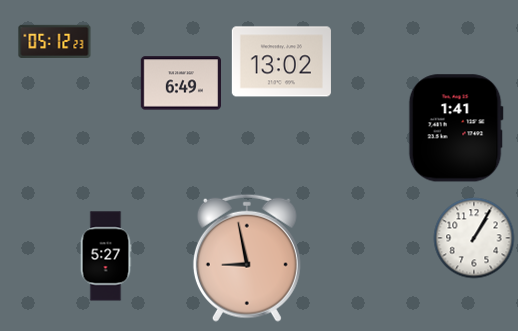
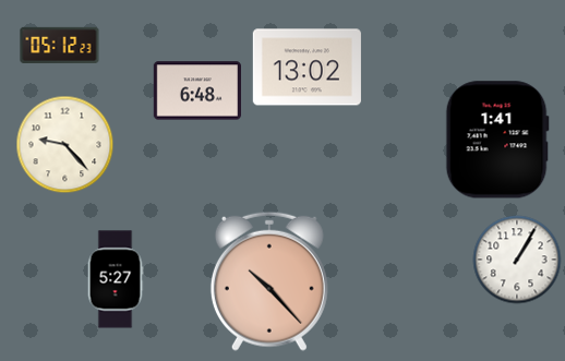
clock at (180, 83): 6:49 -> 6:48
clock at (65, 145): none -> 9:23
clock at (247, 258): 8:58 -> 10:23
